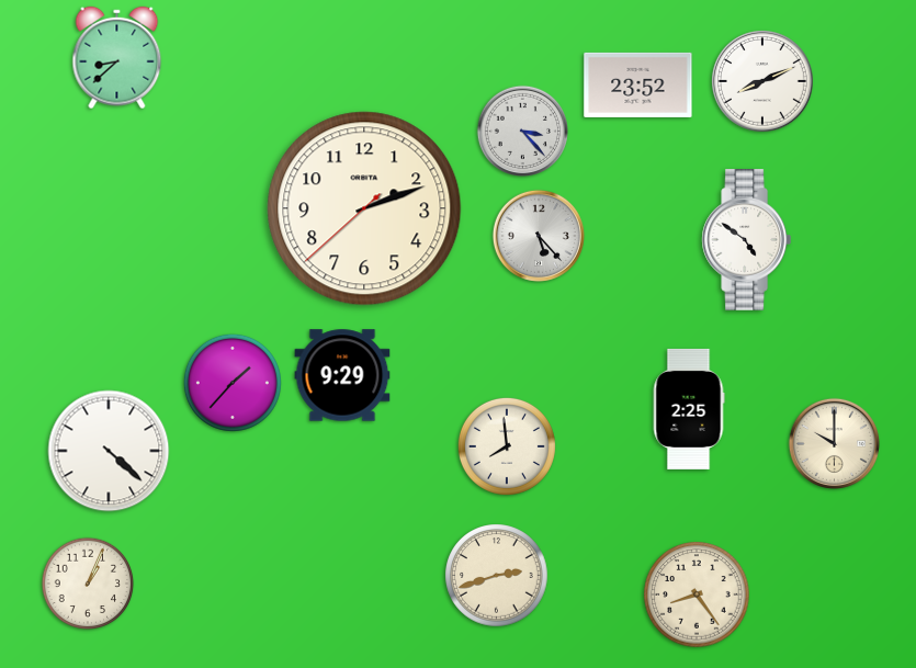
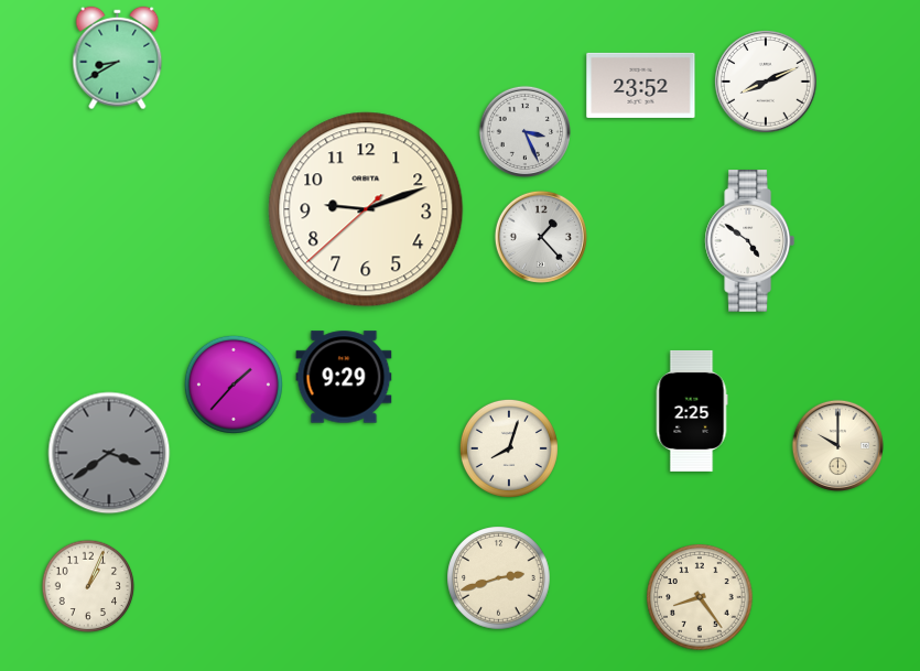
clock at (117, 58): 8:38 -> 8:40
clock at (522, 131): 3:23 -> 3:26
clock at (364, 208): 2:11 -> 9:11
clock at (539, 235): 5:23 -> 1:23
clock at (507, 446): 7:59 -> 8:03
clock at (109, 451): 4:22 -> 3:39
clock at (109, 451) dial: white -> grey
